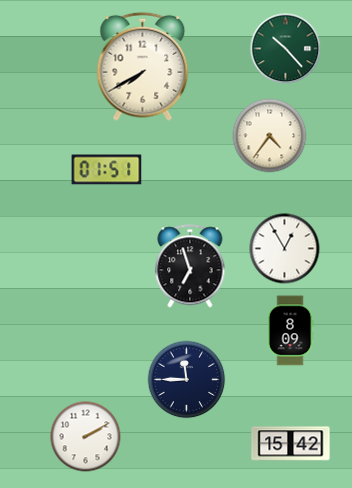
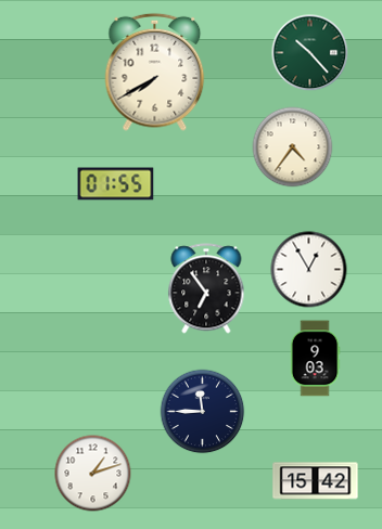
clock at (107, 170): 01:51 -> 01:55
clock at (190, 266): 6:57 -> 6:54
clock at (290, 331): 8:09 -> 9:03
clock at (86, 437): 2:10 -> 1:12
